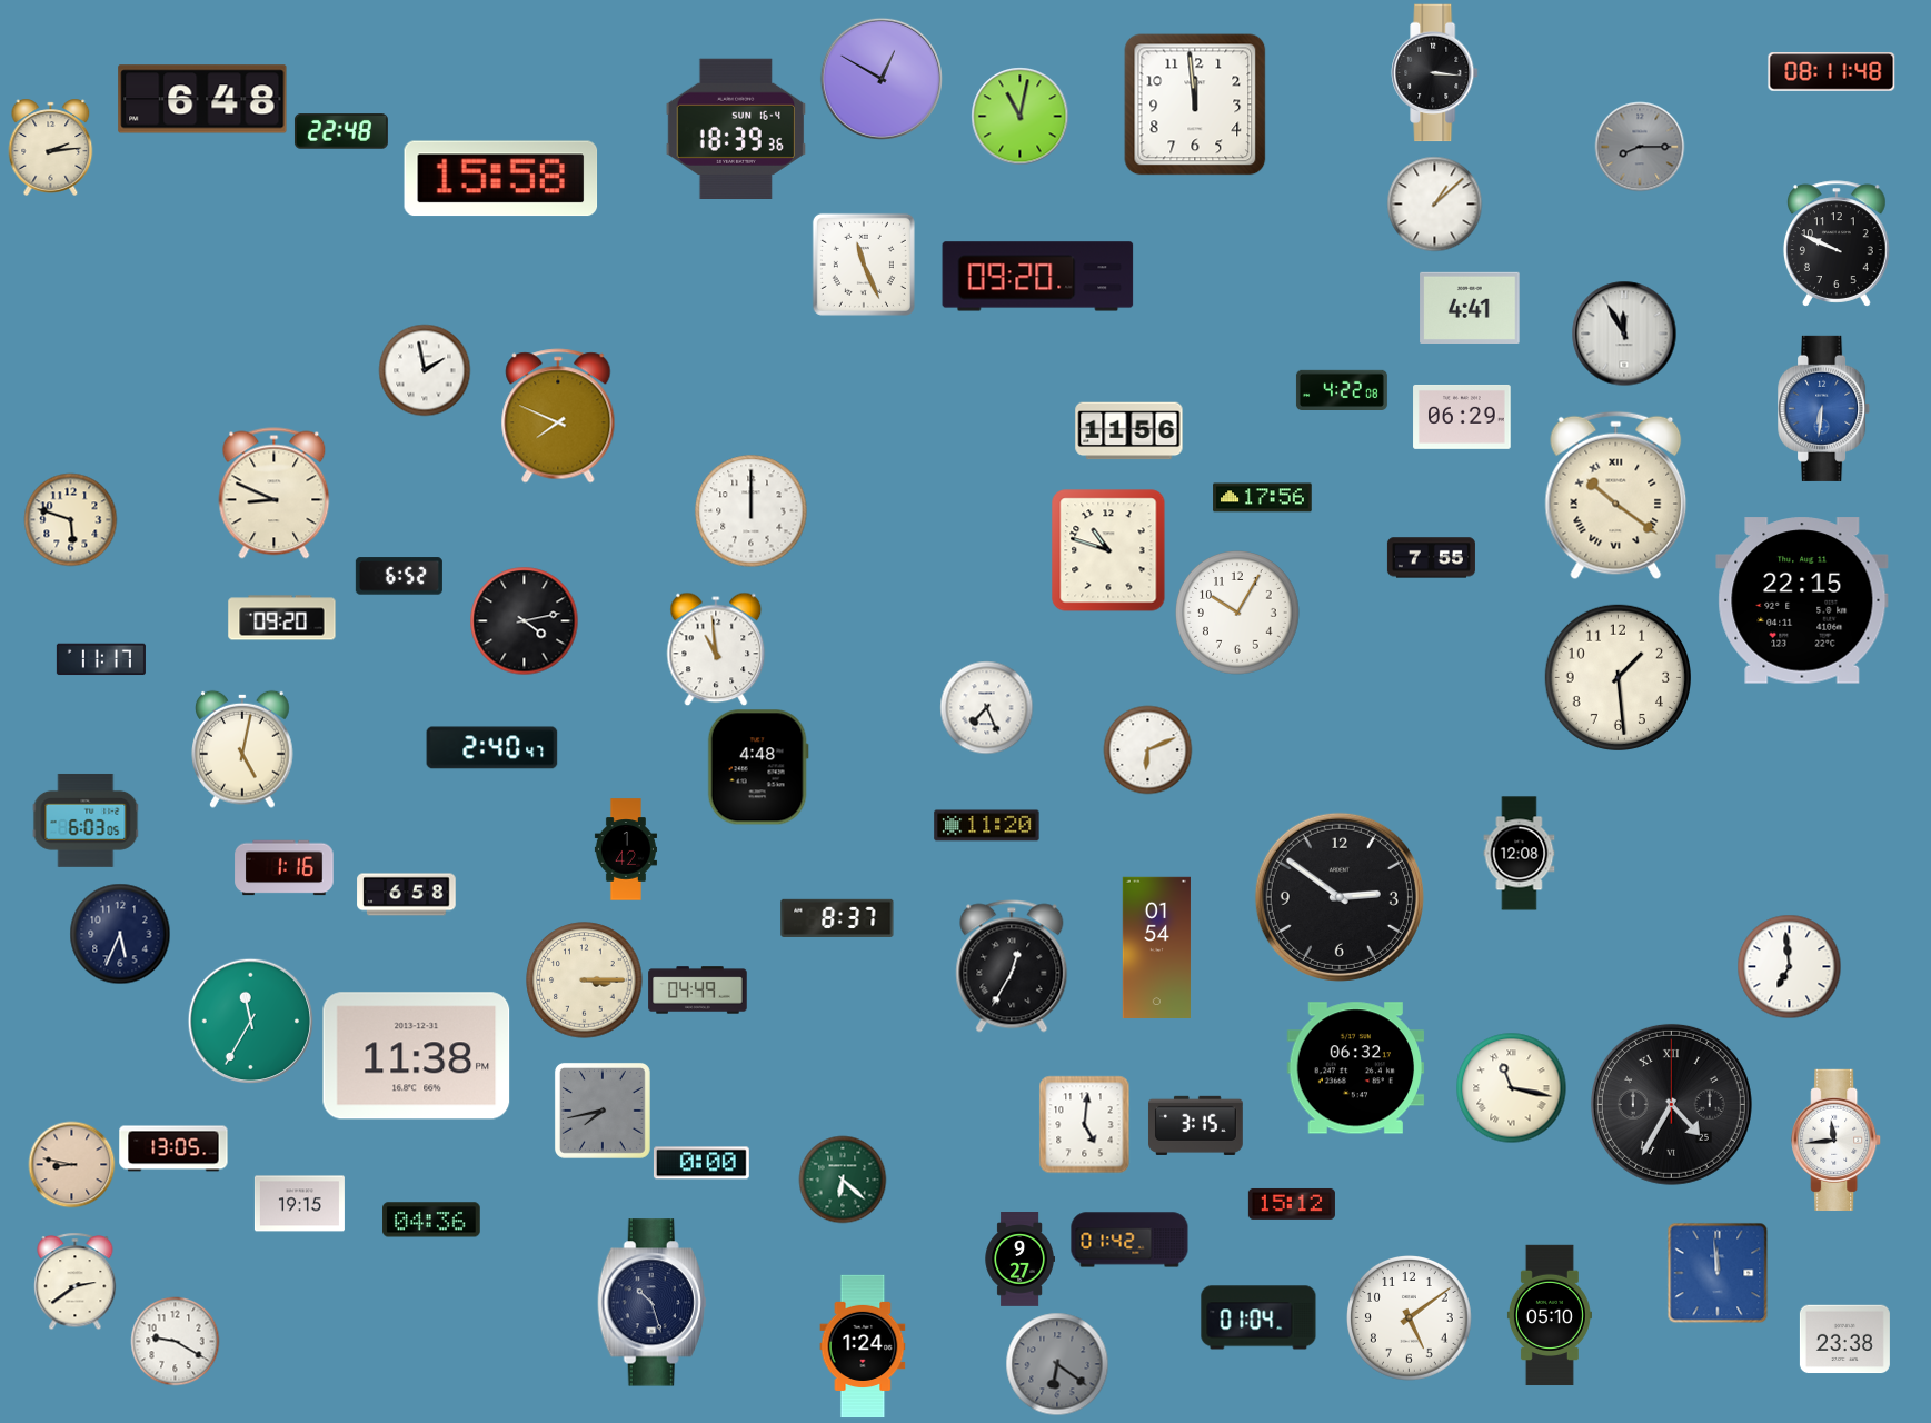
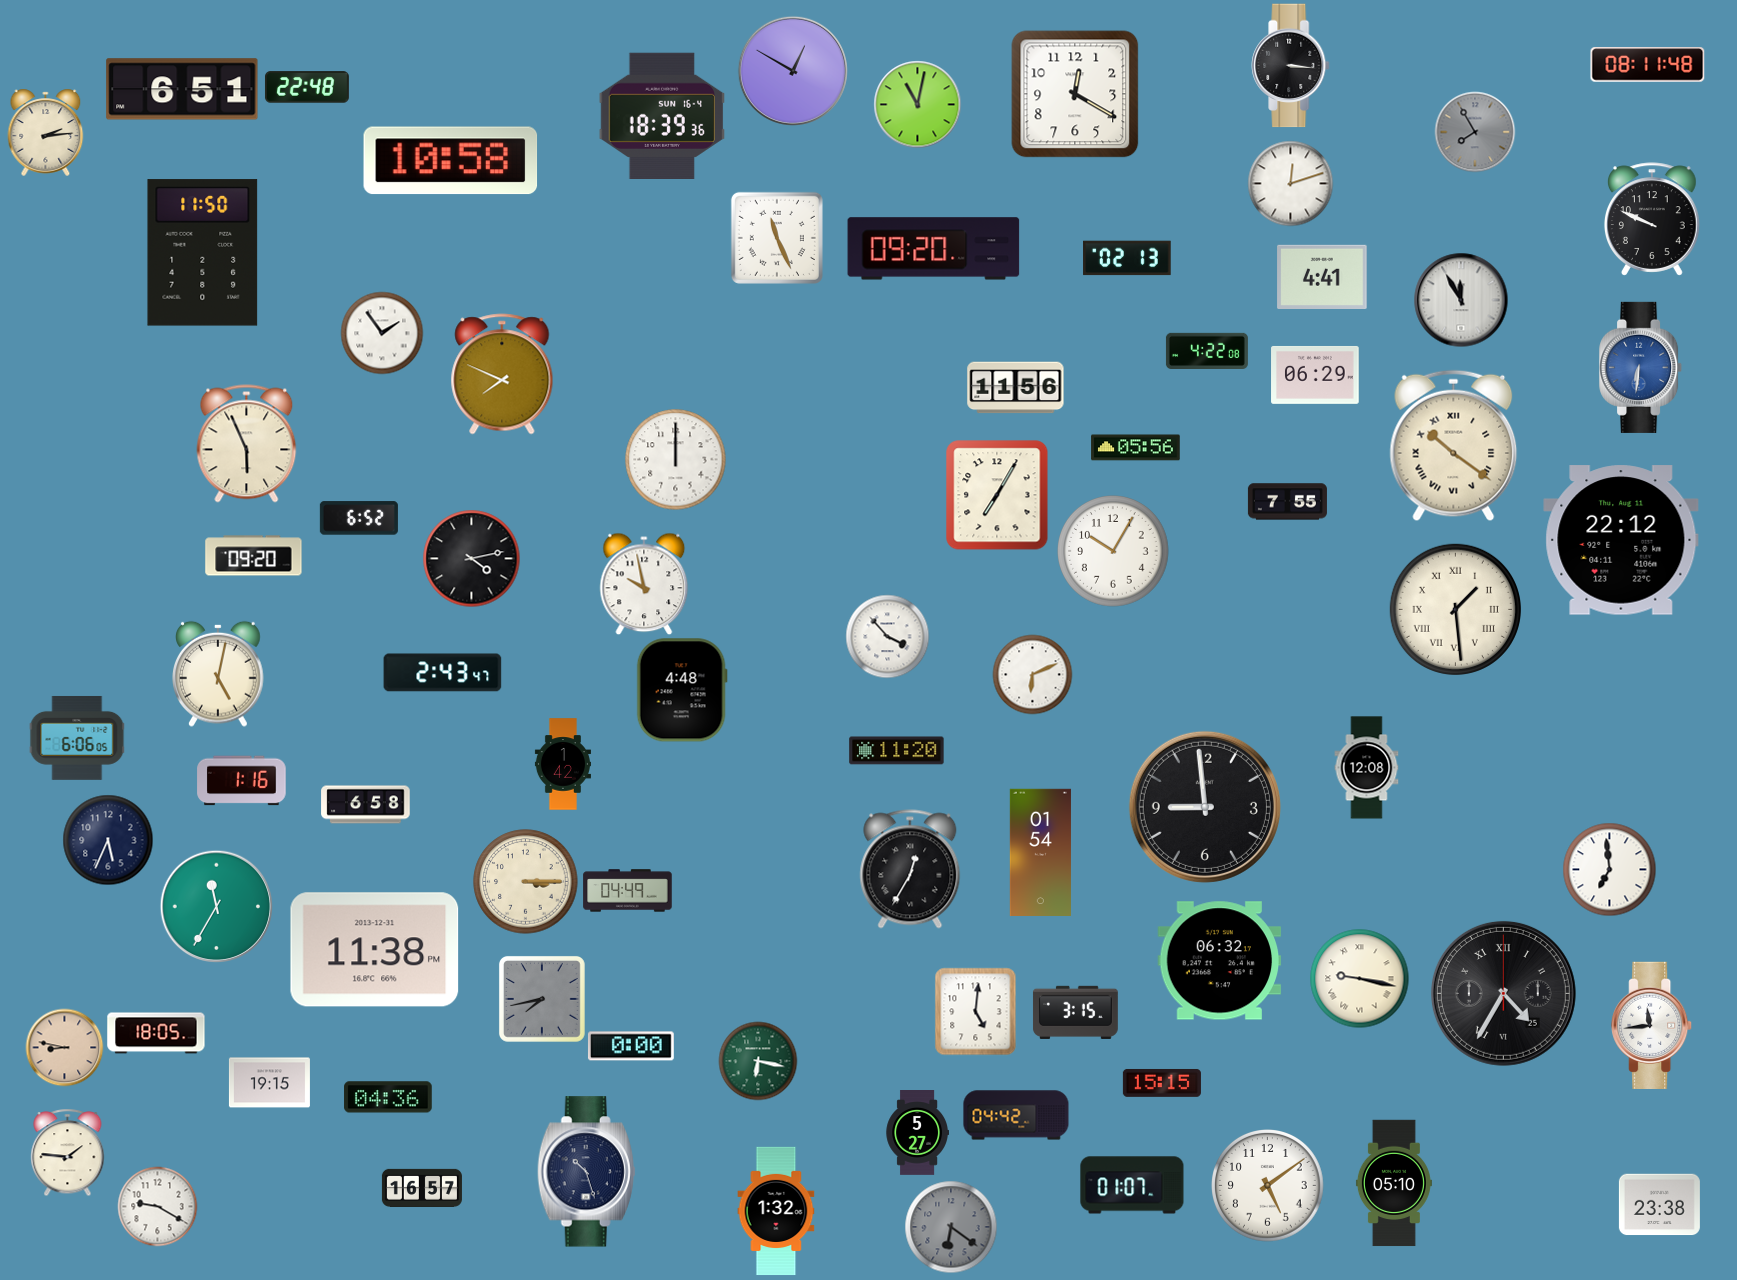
clock at (202, 99): 6:48 -> 6:51
clock at (1195, 105): 11:59 -> 12:20
clock at (341, 131) position: (341, 131) -> (307, 87)
clock at (1640, 147): 8:15 -> 7:55
clock at (501, 179): 15:58 -> 10:58
clock at (1434, 203): 1:08 -> 12:12
clock at (203, 253): none -> 11:50
clock at (1127, 258): none -> 02:13
clock at (425, 370): 1:58 -> 1:54
clock at (275, 494): 8:49 -> 5:56
clock at (1263, 498): 17:56 -> 05:56
clock at (70, 519): 5:48 -> none
clock at (1108, 550): 10:48 -> 7:05
clock at (1802, 600): 22:15 -> 22:12
clock at (716, 649): 10:59 -> 9:58
clock at (101, 659): 11:17 -> none
clock at (1618, 677) numerals: Arabic -> Roman
clock at (986, 707): 7:26 -> 3:53
clock at (492, 748): 2:40 -> 2:43
clock at (86, 820): 6:03 -> 6:06
clock at (987, 826) position: (987, 826) -> (897, 751)
clock at (285, 868) position: (285, 868) -> (242, 781)
clock at (1340, 897): 2:51 -> 8:59
clock at (837, 918): 8:37 -> none
clock at (250, 1021) position: (250, 1021) -> (216, 906)
clock at (1512, 1088): 11:17 -> 9:17
clock at (173, 1148): 13:05 -> 18:05
clock at (843, 1180): 6:22 -> 6:17
clock at (1292, 1204): 15:12 -> 15:15
clock at (1129, 1240): 01:42 -> 04:42
clock at (1019, 1260): 9:27 -> 5:27
clock at (1718, 1273): 11:59 -> none
clock at (76, 1281): 2:39 -> 1:46
clock at (1258, 1317): 01:04 -> 01:07
clock at (422, 1188): none -> 16:57
clock at (863, 1346): 1:24 -> 1:32
